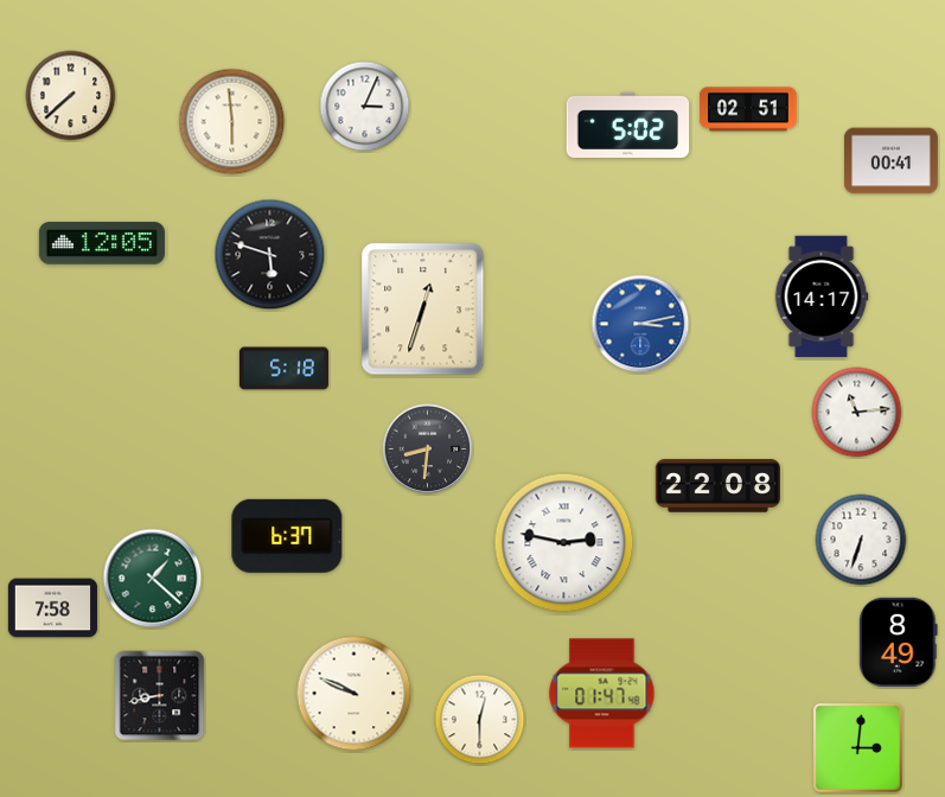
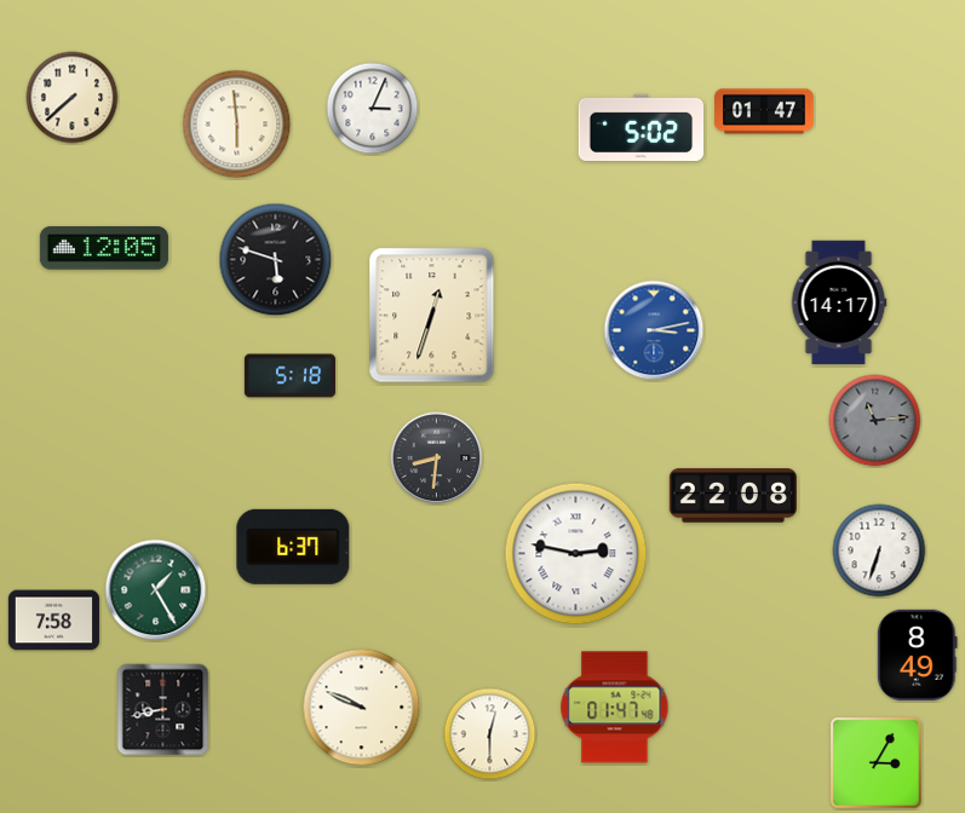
clock at (748, 109): 02:51 -> 01:47
clock at (890, 161): 00:41 -> none
clock at (857, 413) dial: white -> grey
clock at (153, 579): 1:22 -> 1:25
clock at (857, 747): 3:01 -> 3:05
